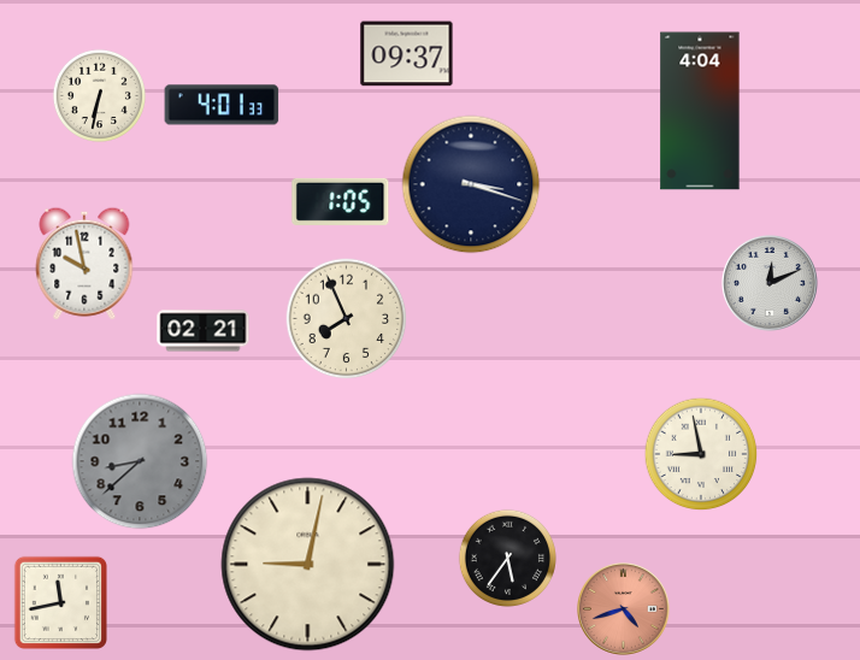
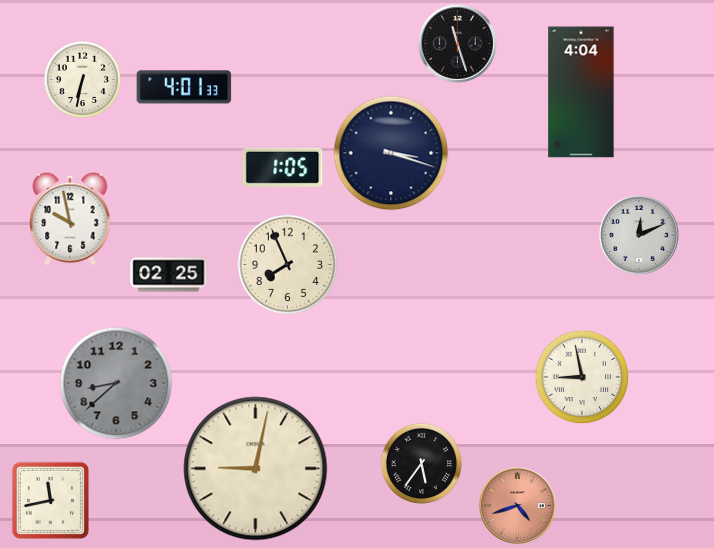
clock at (457, 43): none -> 11:27
clock at (407, 54): 09:37 -> none
clock at (204, 331): 02:21 -> 02:25
